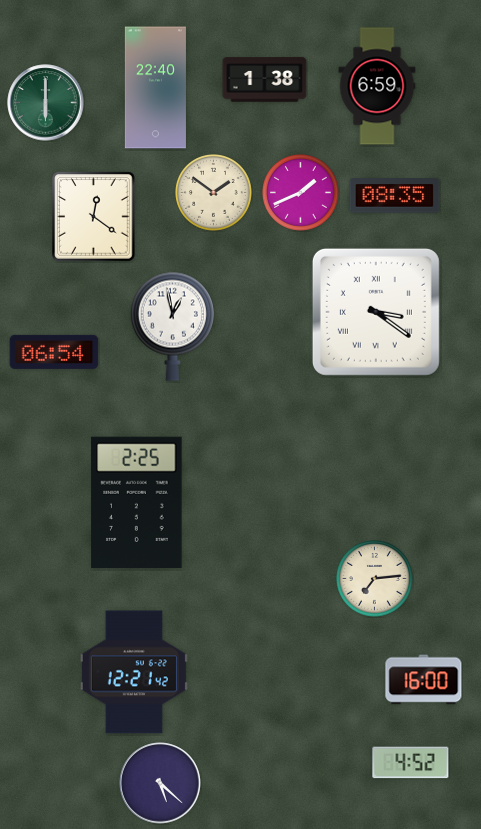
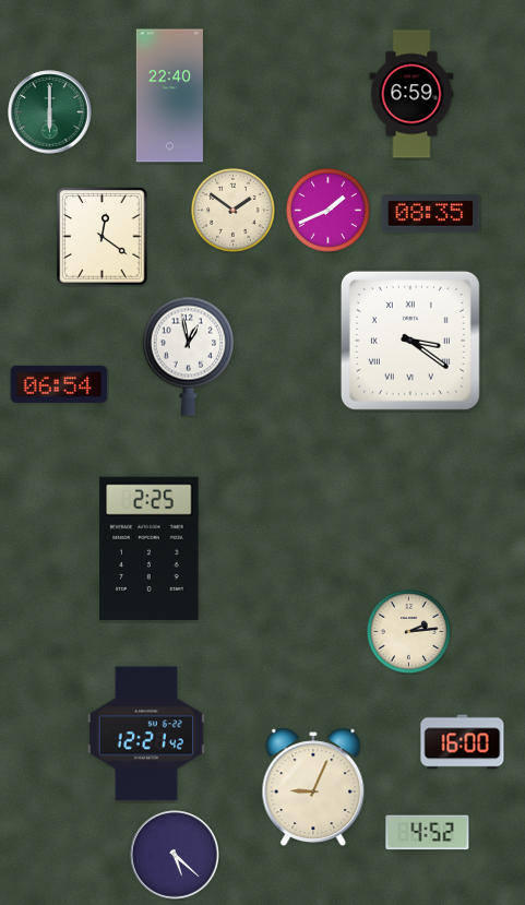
clock at (265, 80): 1:38 -> none
clock at (375, 579): 7:14 -> 2:14
clock at (313, 786): none -> 9:04
clock at (411, 763) position: (411, 763) -> (428, 833)
